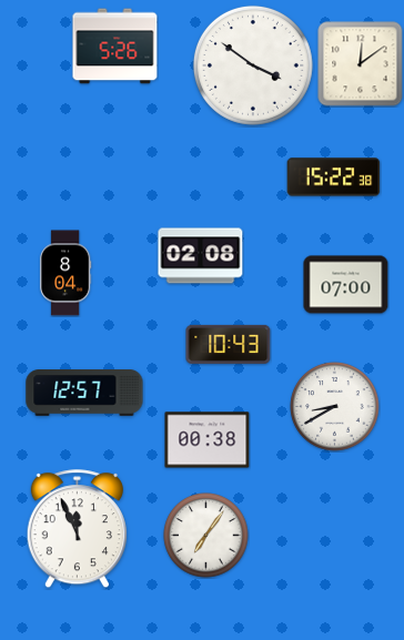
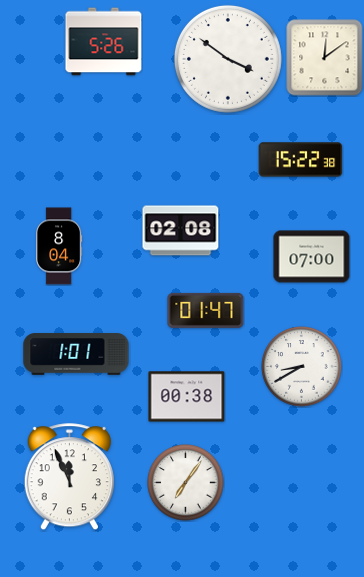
clock at (229, 344): 10:43 -> 01:47
clock at (84, 393): 12:57 -> 1:01
